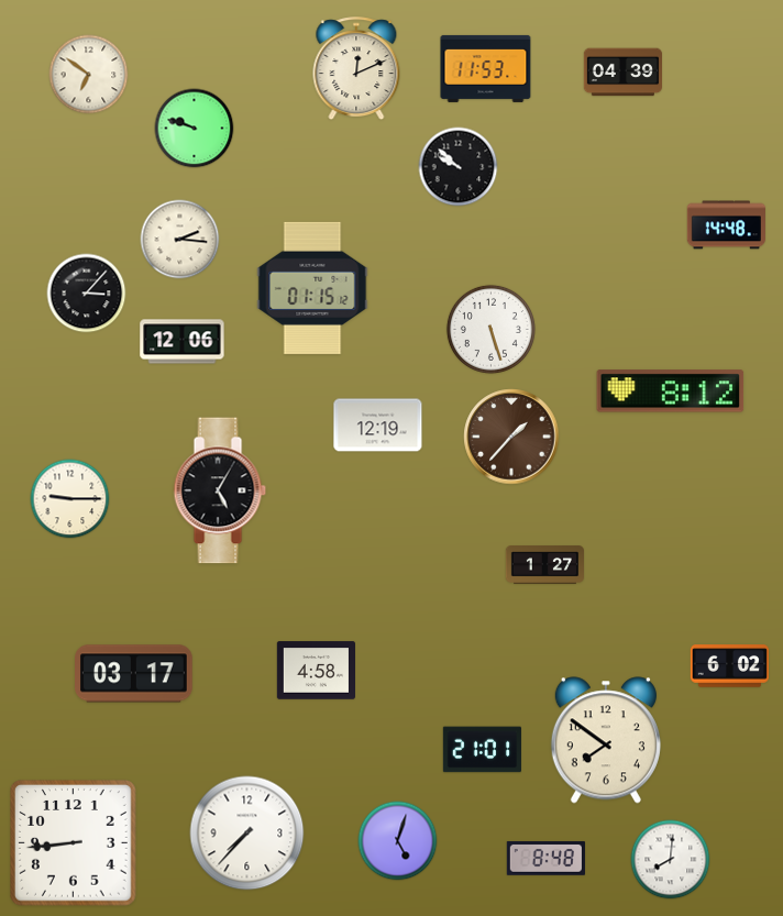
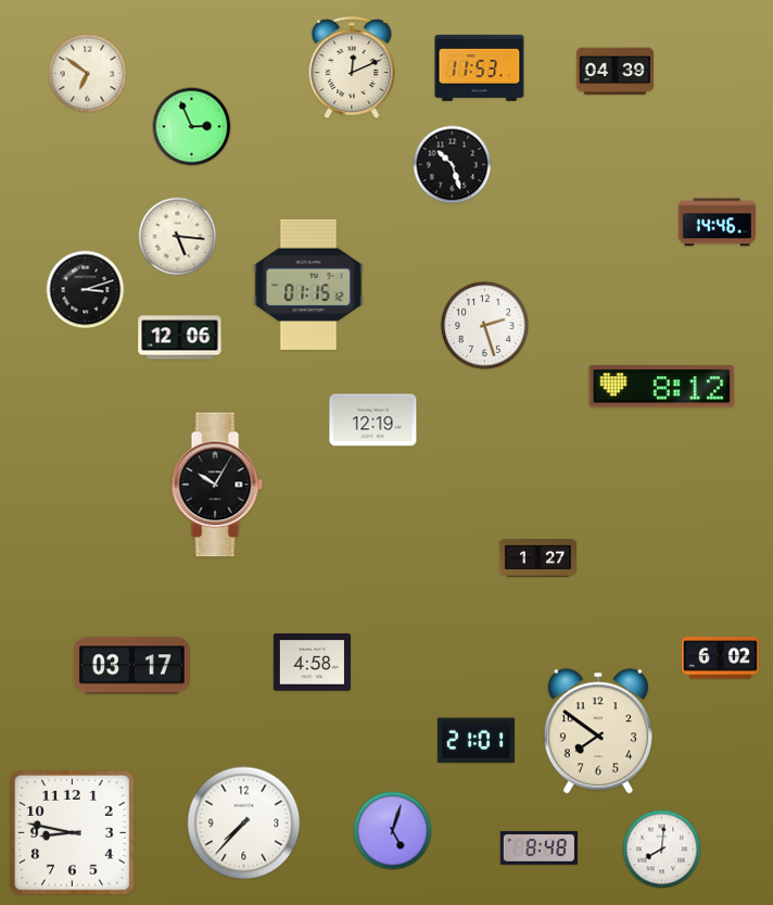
clock at (195, 129): 9:48 -> 2:56
clock at (459, 167): 9:52 -> 10:27
clock at (726, 225): 14:48 -> 14:46
clock at (180, 240): 2:16 -> 5:16
clock at (87, 294): 3:07 -> 3:12
clock at (490, 329): 5:27 -> 2:27
clock at (511, 437): 1:37 -> none
clock at (220, 490): 5:05 -> 10:05
clock at (70, 499): 9:15 -> none
clock at (74, 843): 8:44 -> 8:47
